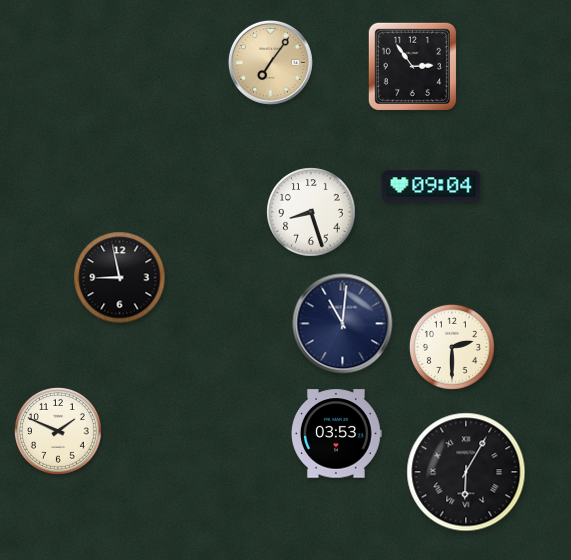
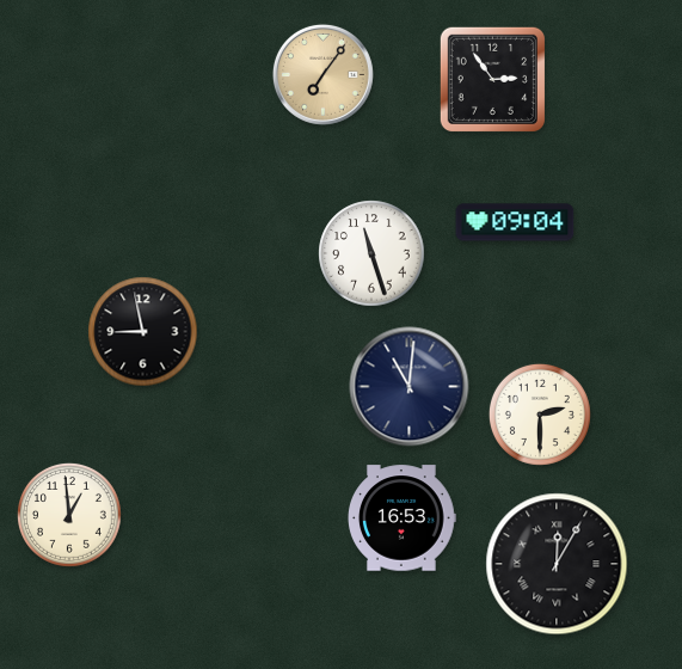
clock at (311, 212): 8:27 -> 11:27
clock at (59, 432): 1:49 -> 12:59
clock at (336, 434): 03:53 -> 16:53
clock at (466, 472): 6:05 -> 12:05
